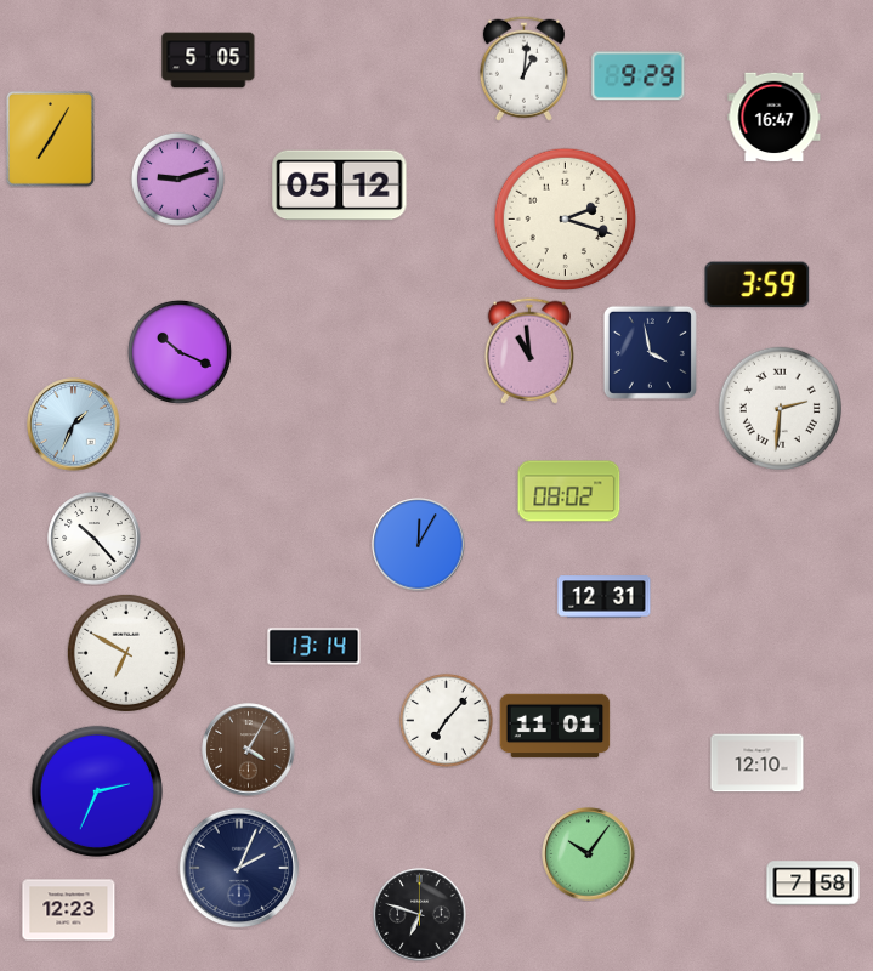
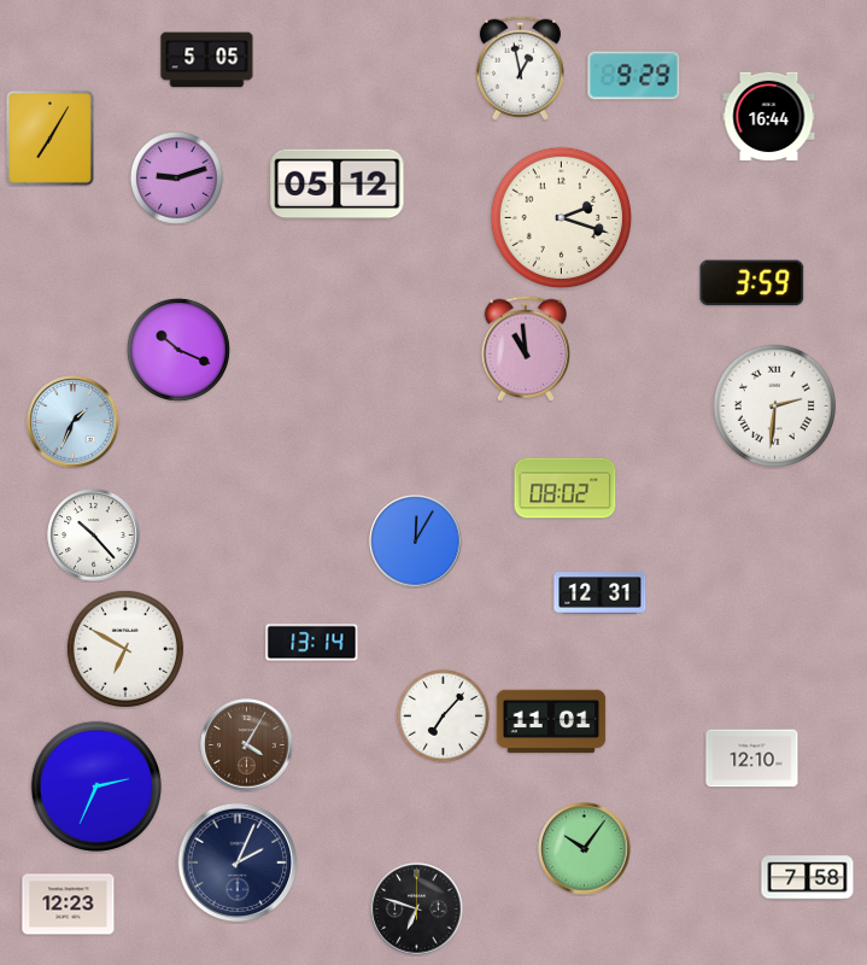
clock at (523, 68): 1:01 -> 12:58
clock at (775, 118): 16:47 -> 16:44
clock at (650, 352): 3:58 -> none
